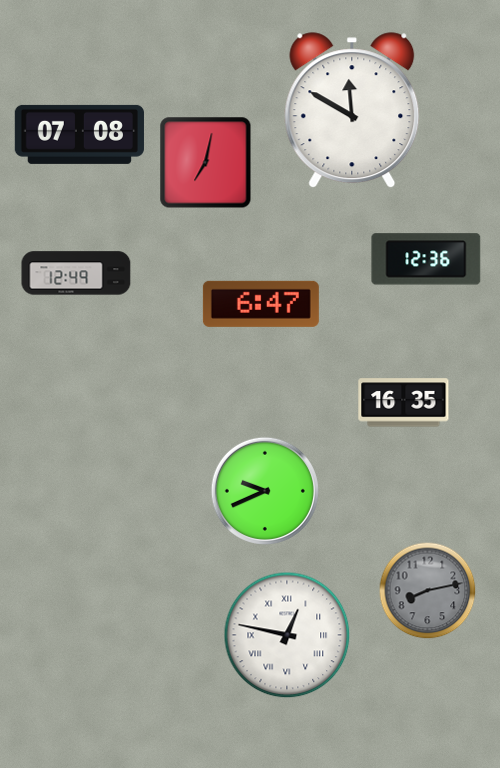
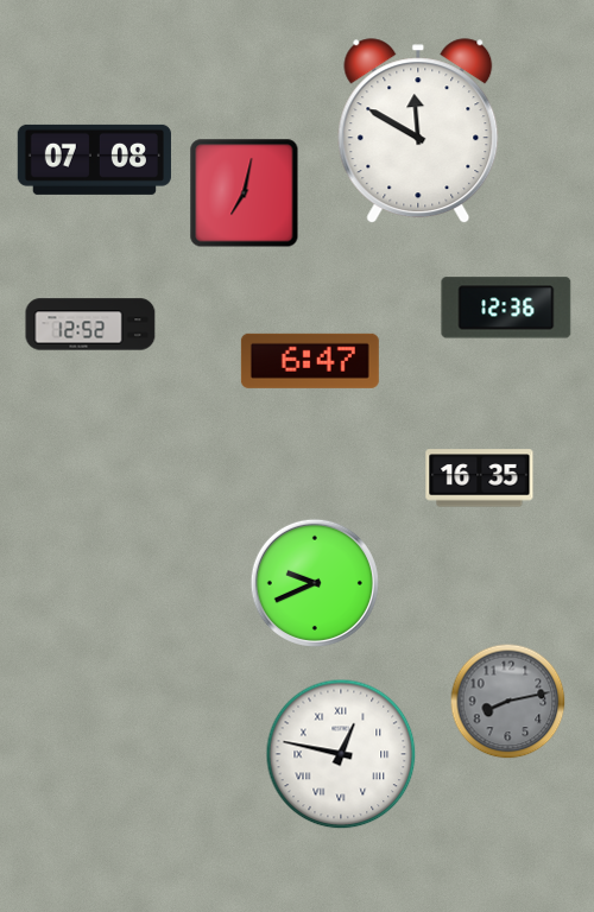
clock at (76, 273): 12:49 -> 12:52
